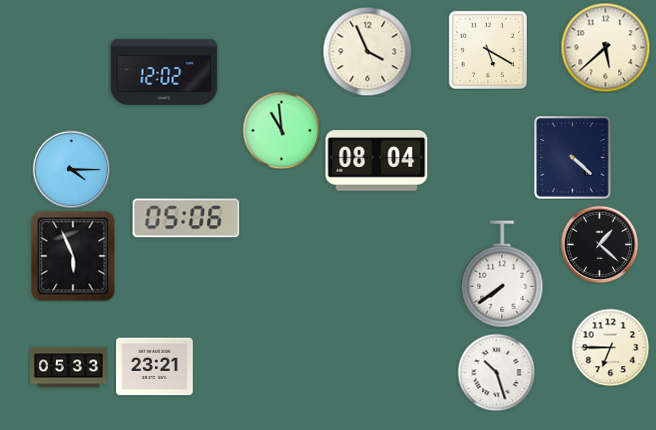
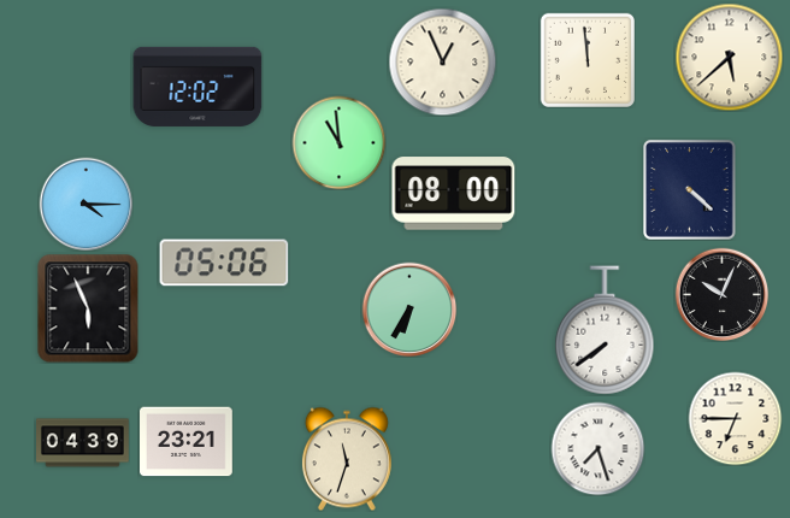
clock at (487, 49): 5:20 -> 11:59
clock at (367, 51): 3:56 -> 12:56
clock at (281, 130) position: (281, 130) -> (338, 142)
clock at (377, 161): 08:04 -> 08:00
clock at (599, 244): 1:22 -> 10:04
clock at (409, 310): none -> 6:35
clock at (69, 368): 05:33 -> 04:39
clock at (496, 372): 10:27 -> 7:27
clock at (347, 459): none -> 11:33
